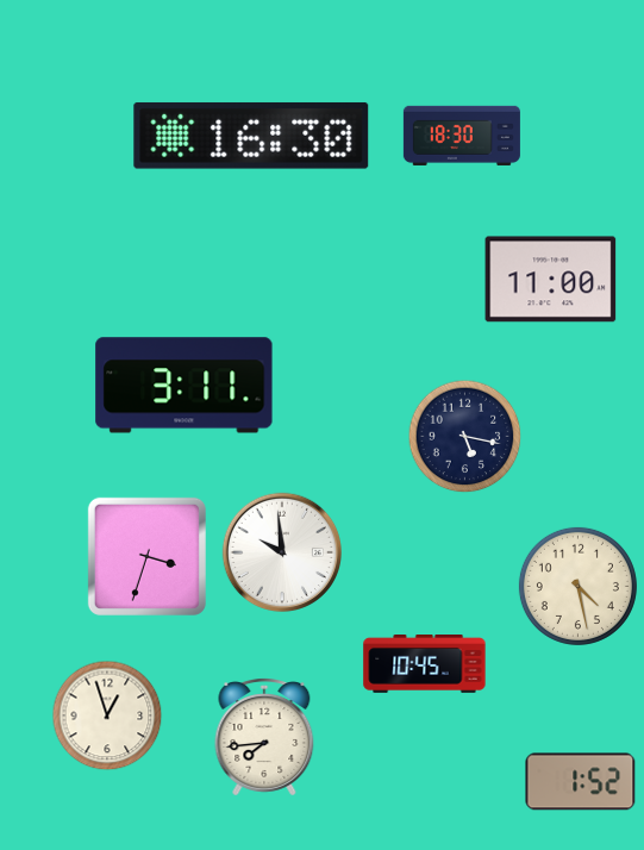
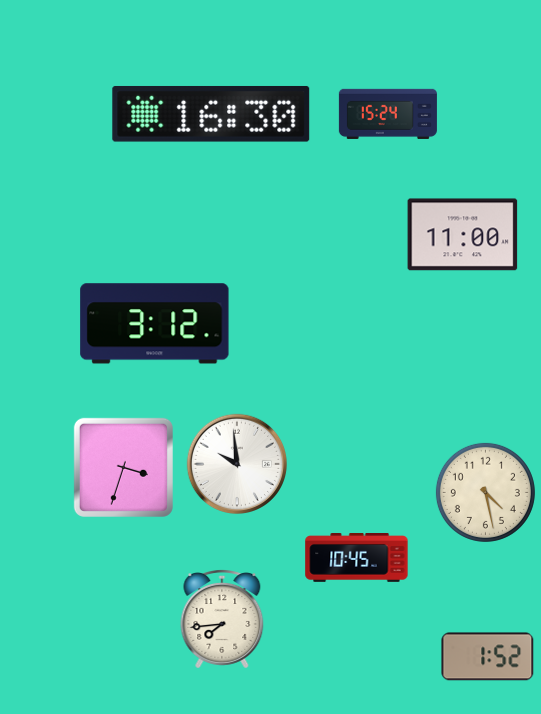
clock at (462, 136): 18:30 -> 15:24
clock at (185, 386): 3:11 -> 3:12
clock at (465, 437): 5:17 -> none
clock at (107, 715): 12:57 -> none
